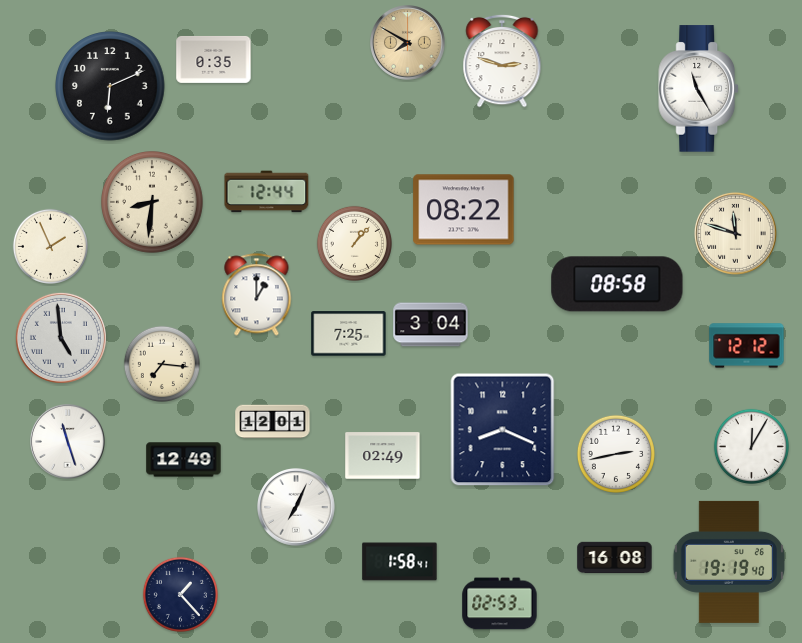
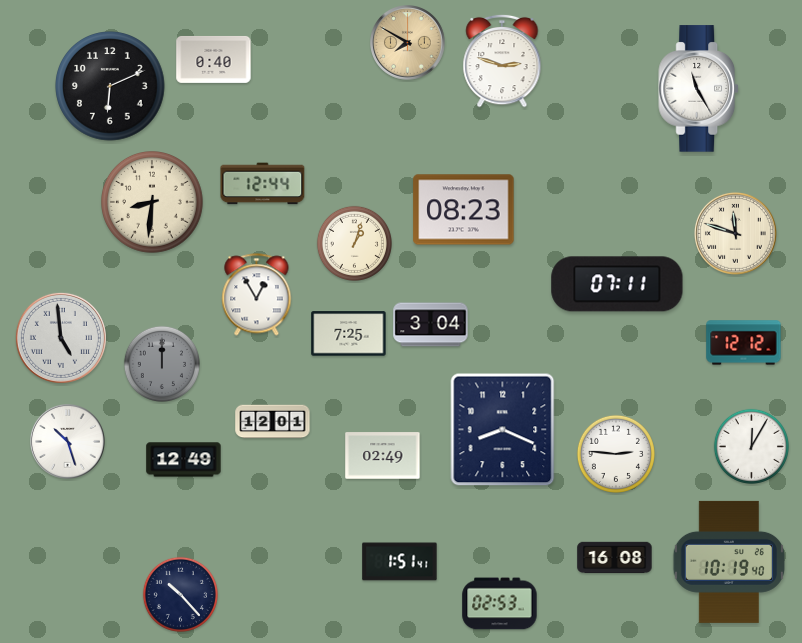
clock at (214, 59): 0:35 -> 0:40
clock at (267, 192) position: (267, 192) -> (263, 184)
clock at (464, 210): 08:22 -> 08:23
clock at (354, 243): 1:07 -> 1:03
clock at (50, 246): 1:56 -> none
clock at (617, 284): 08:58 -> 07:11
clock at (257, 295): 1:00 -> 12:55
clock at (747, 346) position: (747, 346) -> (744, 343)
clock at (162, 364): 7:16 -> 12:00
clock at (162, 364) dial: cream -> grey
clock at (68, 442): 11:27 -> 10:27
clock at (616, 454): 2:43 -> 2:46
clock at (297, 508): 7:04 -> none
clock at (400, 562): 1:58 -> 1:51
clock at (729, 562): 19:19 -> 10:19
clock at (180, 594): 1:23 -> 10:23
